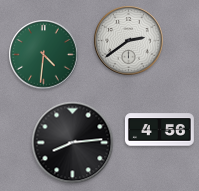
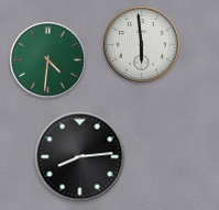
clock at (129, 41): 2:39 -> 5:59
clock at (159, 130): 4:56 -> none
